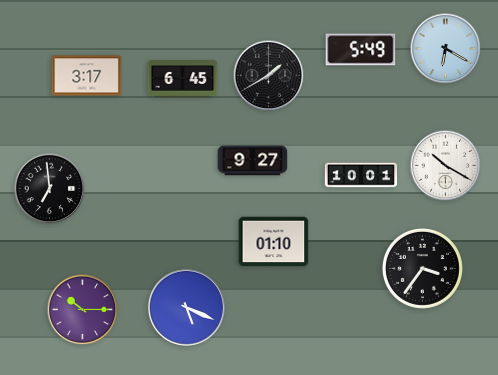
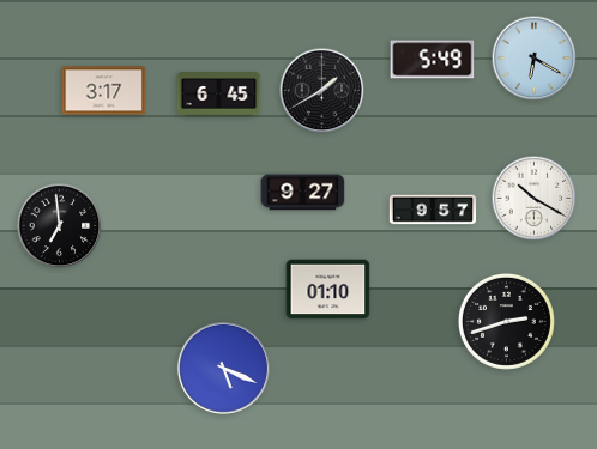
clock at (361, 175): 10:01 -> 9:57
clock at (422, 268): 3:36 -> 2:42
clock at (83, 310): 10:15 -> none
